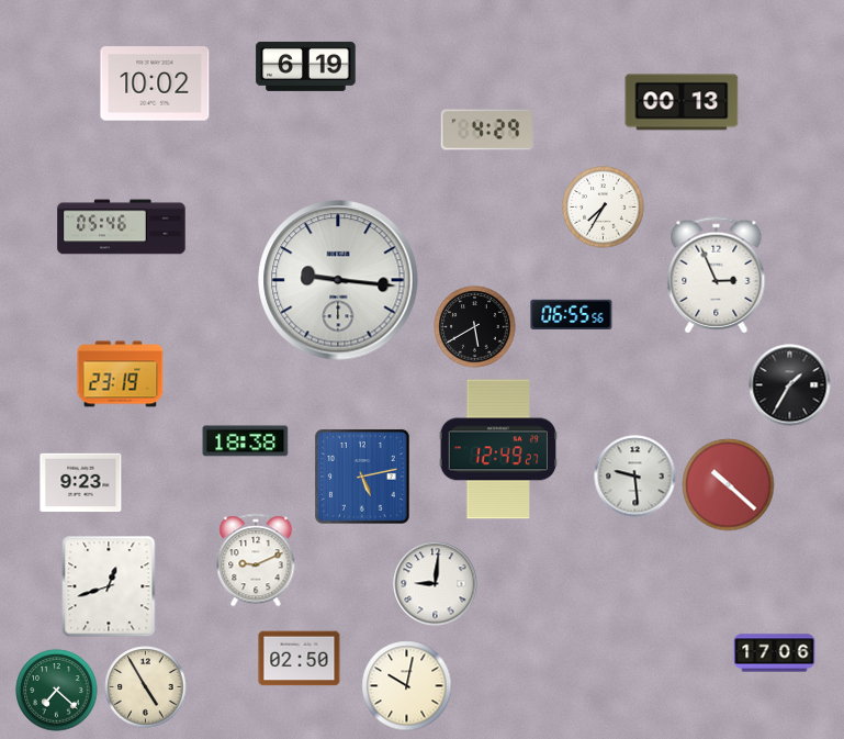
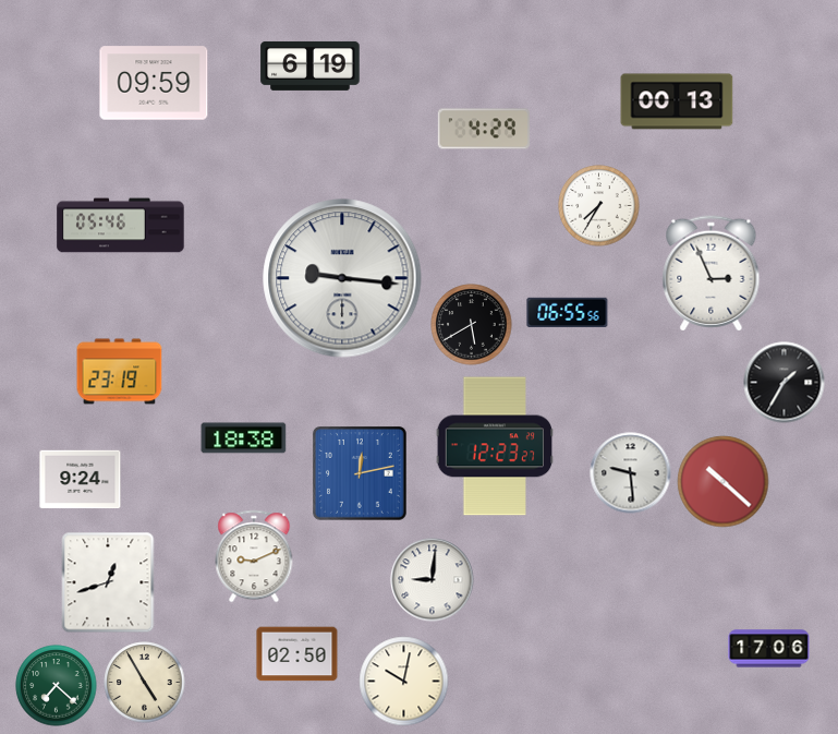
clock at (306, 66) position: (306, 66) -> (311, 65)
clock at (155, 83): 10:02 -> 09:59
clock at (338, 280) position: (338, 280) -> (342, 278)
clock at (498, 449): 12:49 -> 12:23
clock at (363, 478): 5:13 -> 12:13
clock at (81, 483): 9:23 -> 9:24
